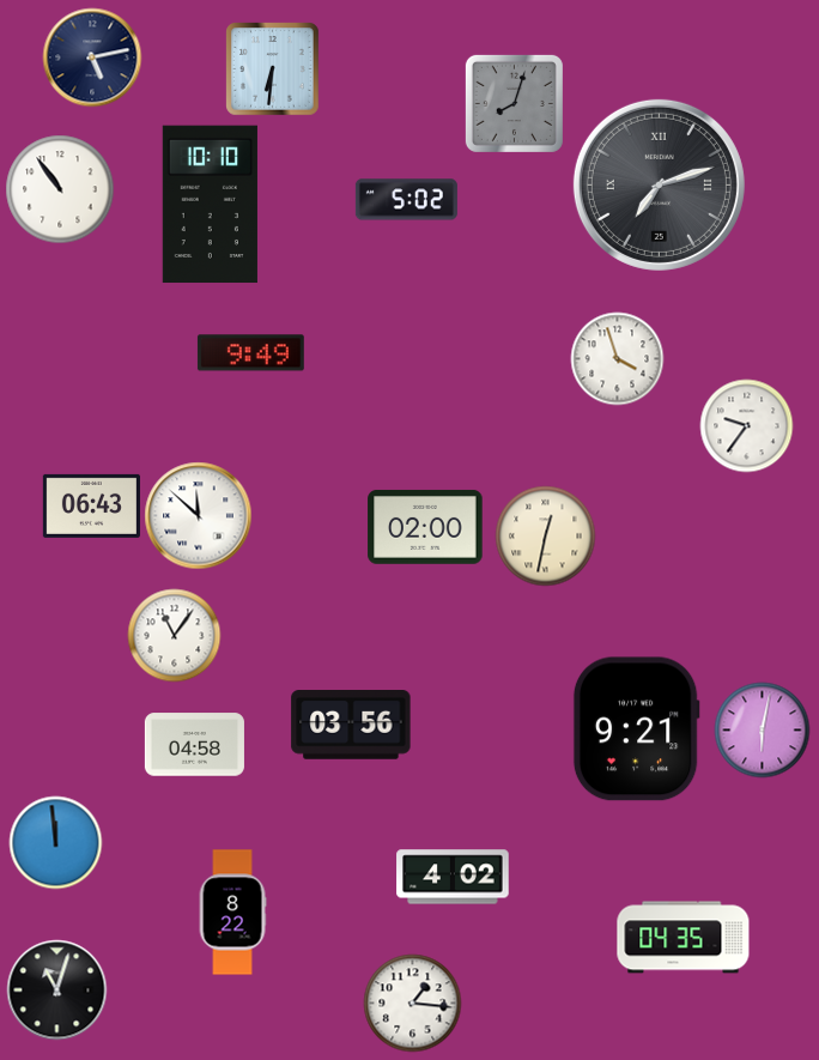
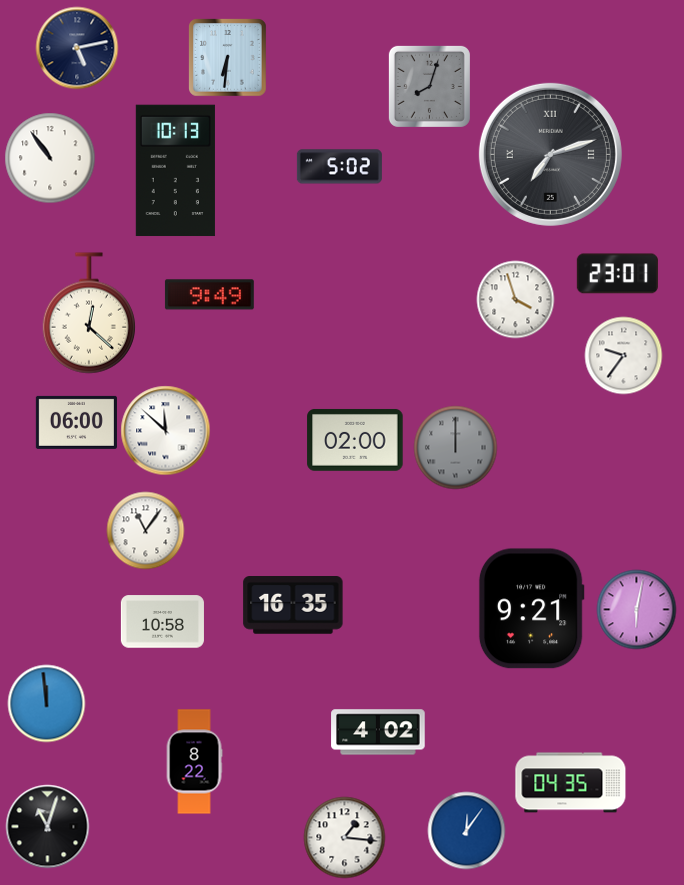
clock at (210, 205): 10:10 -> 10:13
clock at (617, 274): none -> 23:01
clock at (89, 313): none -> 12:22
clock at (91, 505): 06:43 -> 06:00
clock at (545, 535): 12:32 -> 12:00
clock at (545, 535) dial: cream -> grey
clock at (351, 726): 03:56 -> 16:35
clock at (194, 745): 04:58 -> 10:58
clock at (466, 830): none -> 12:06
